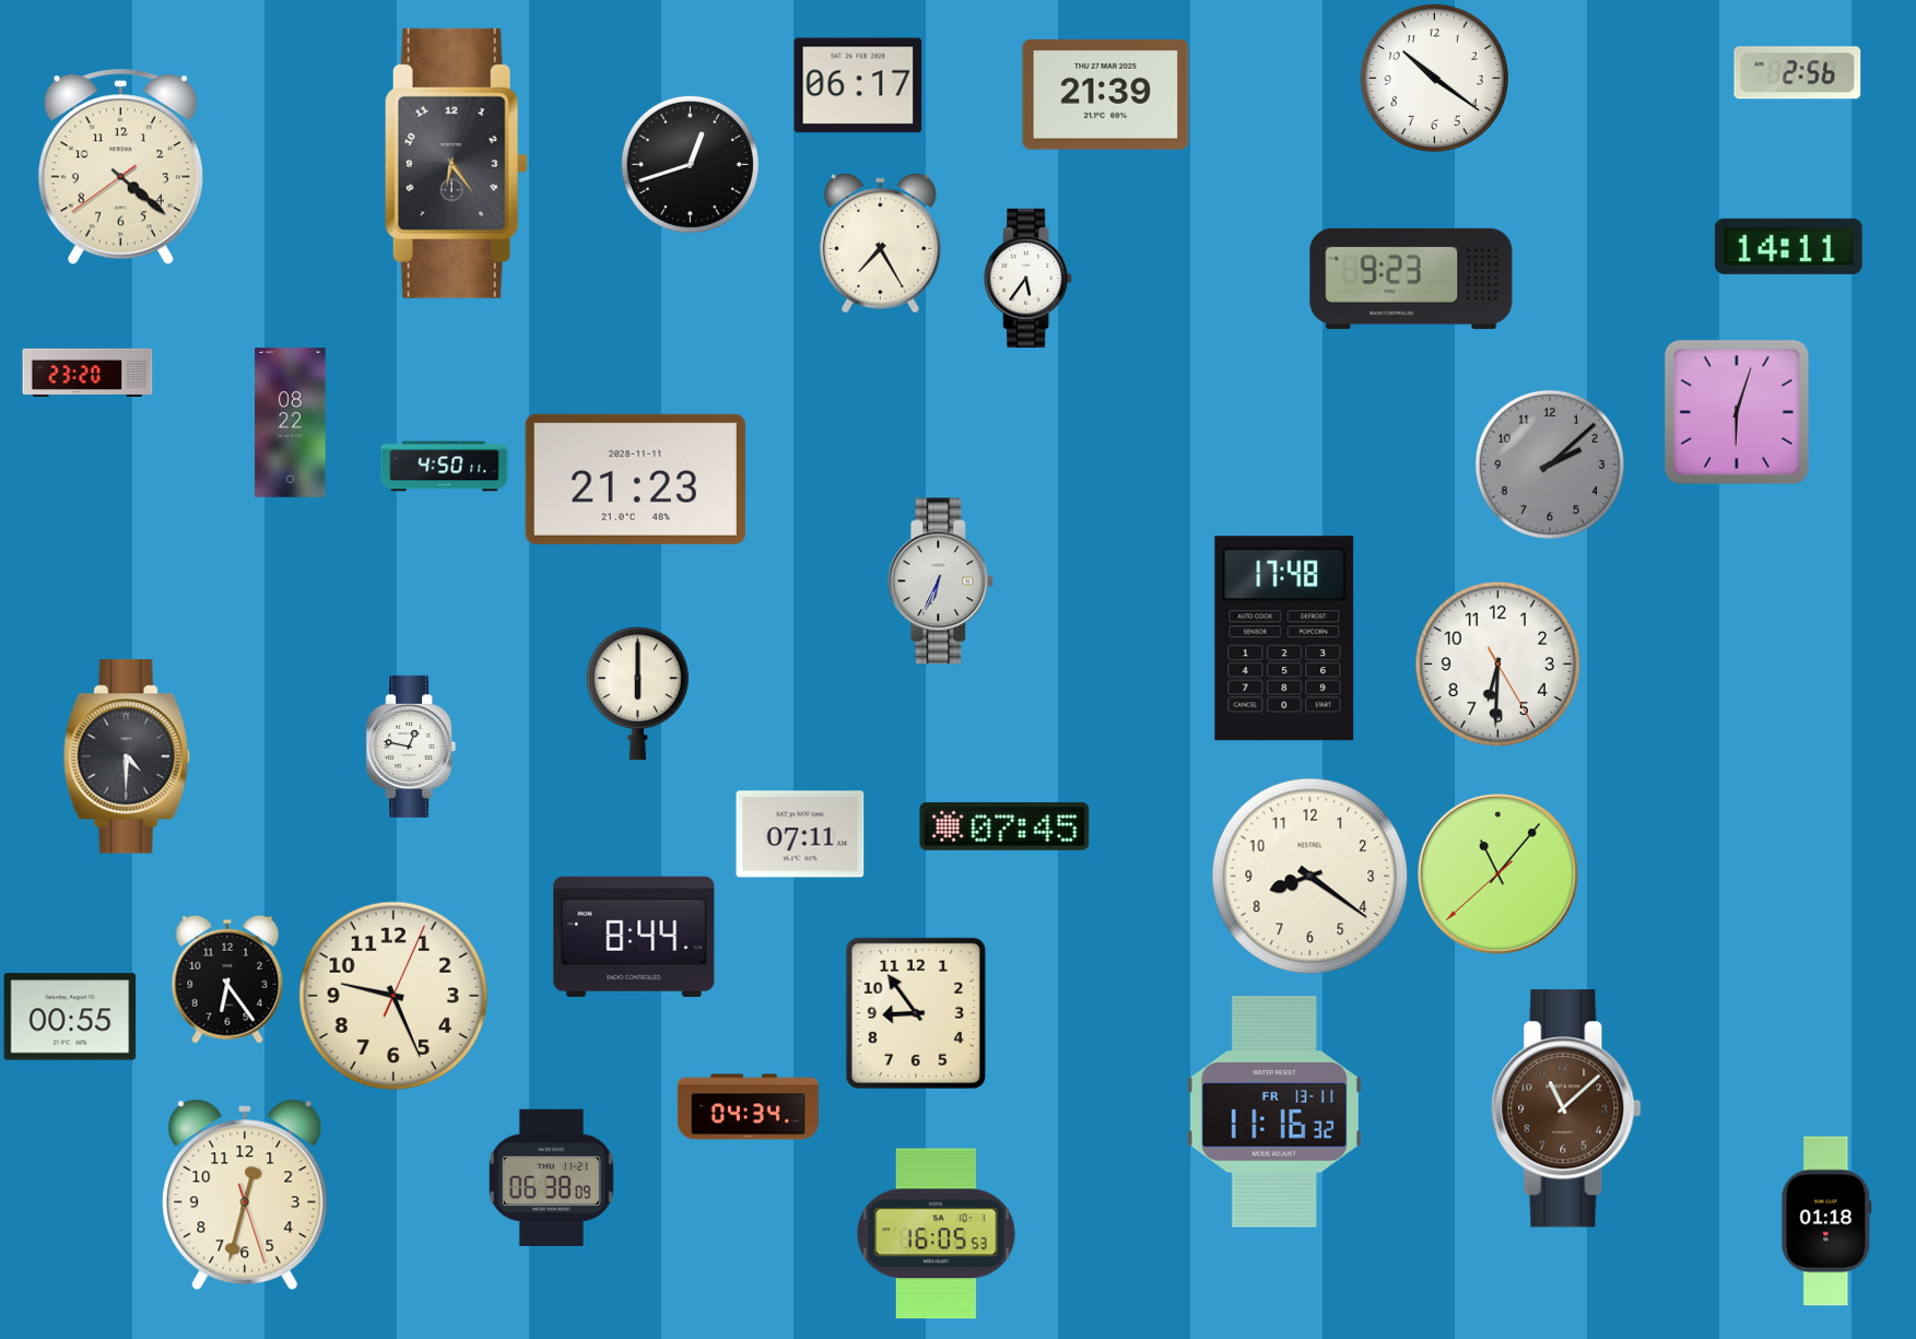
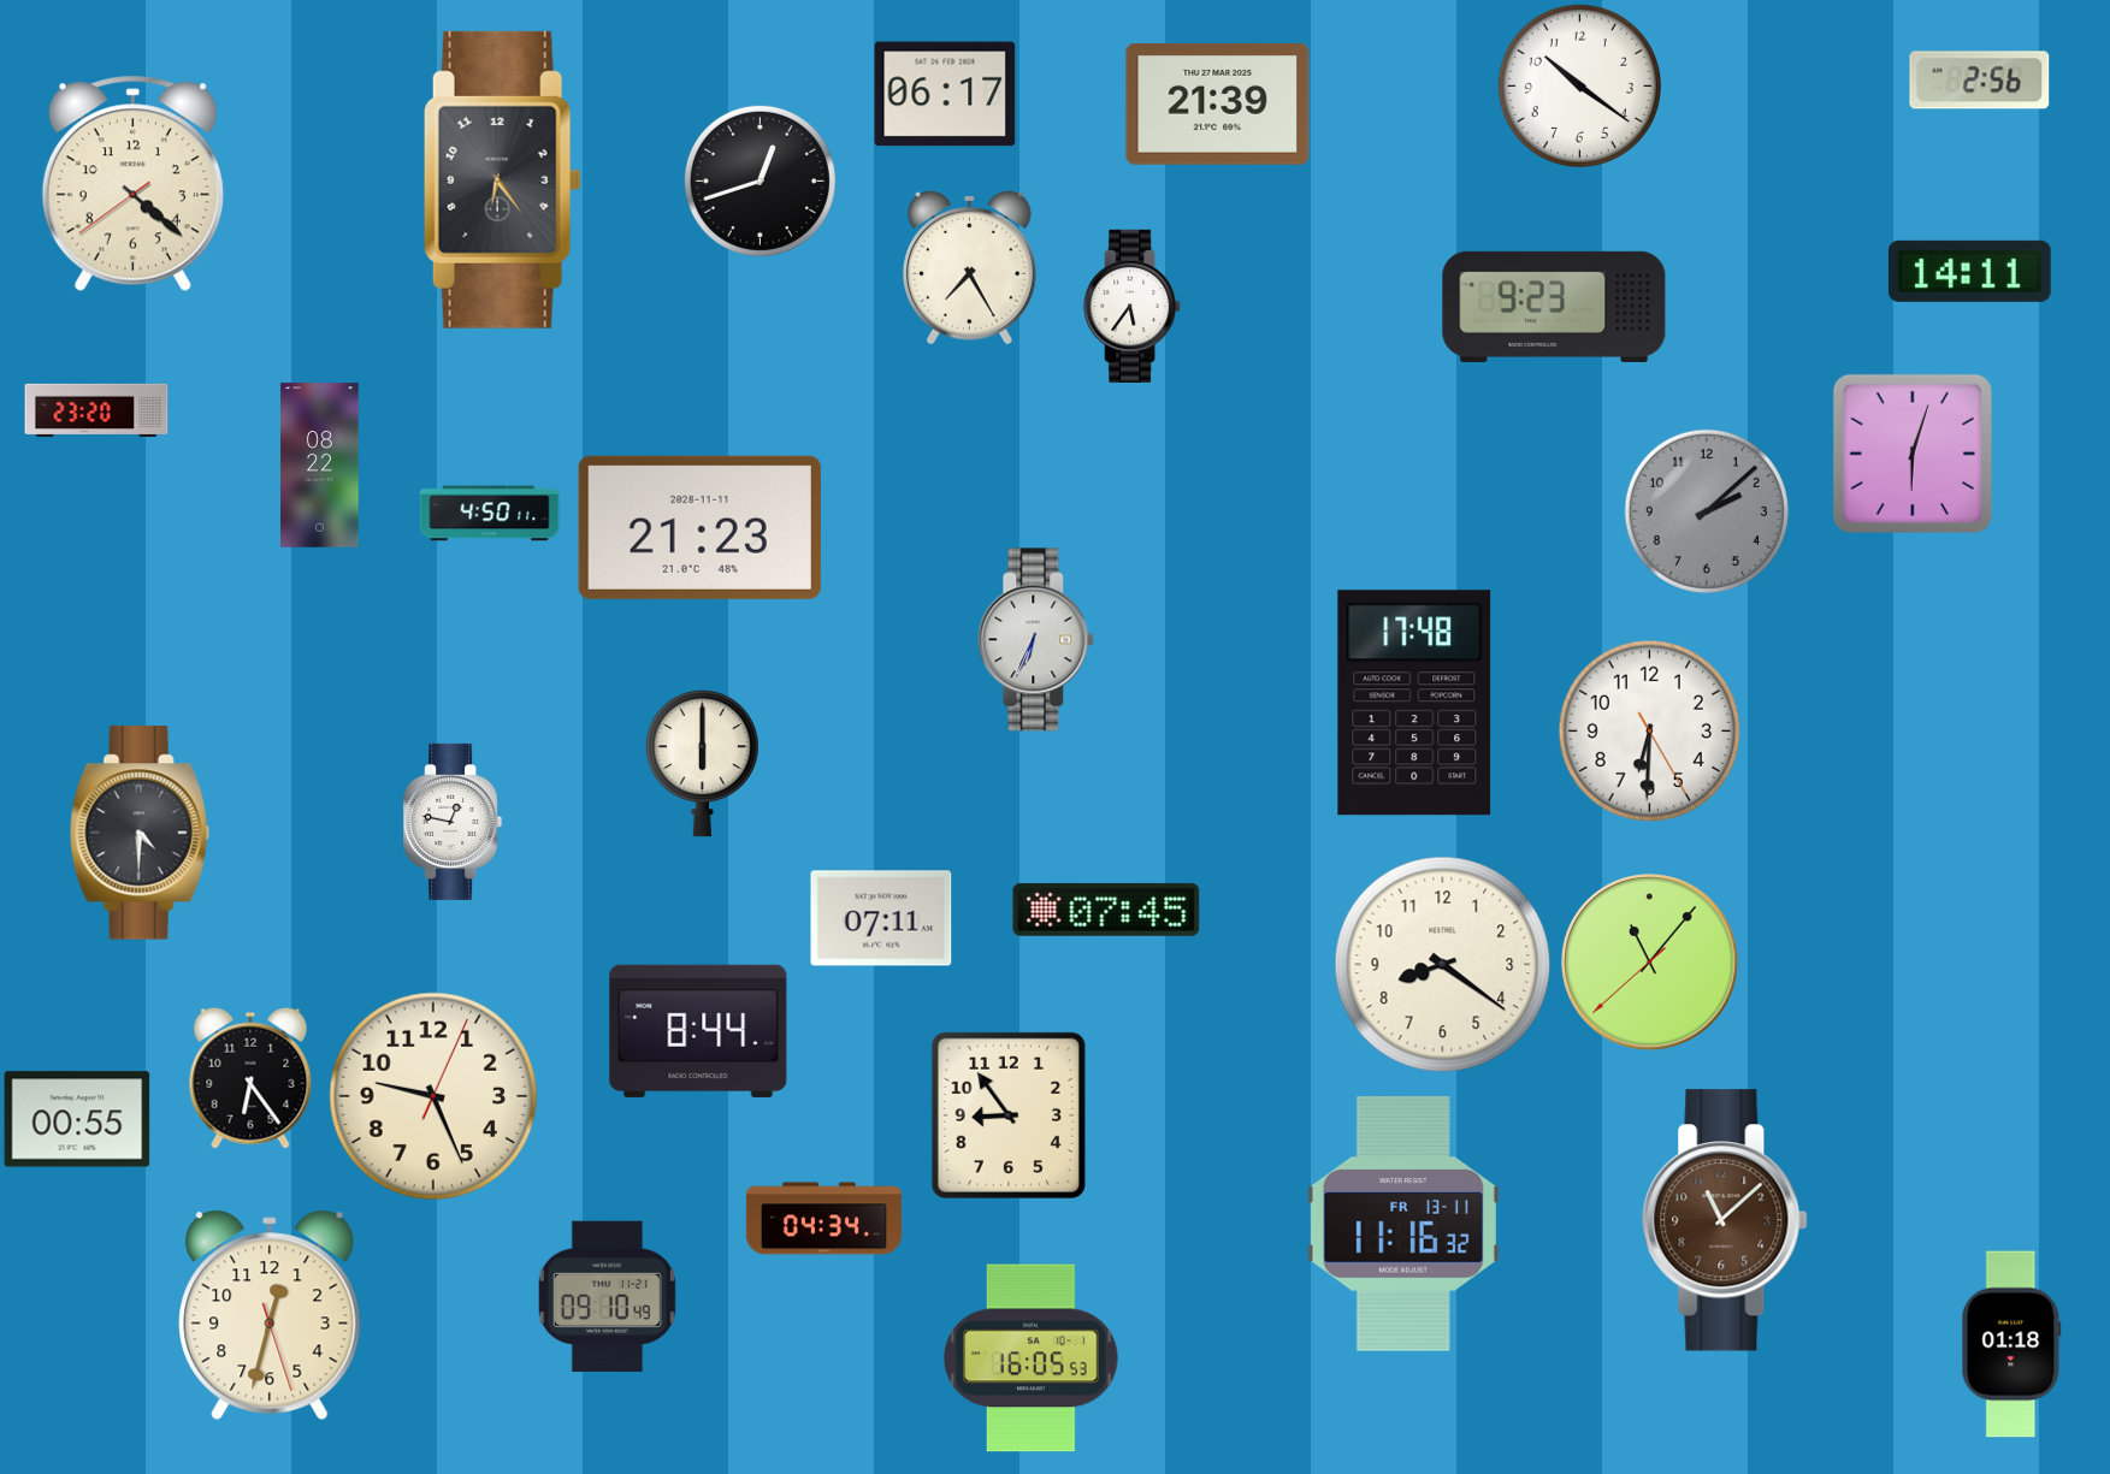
clock at (551, 1177): 06:38 -> 09:10
